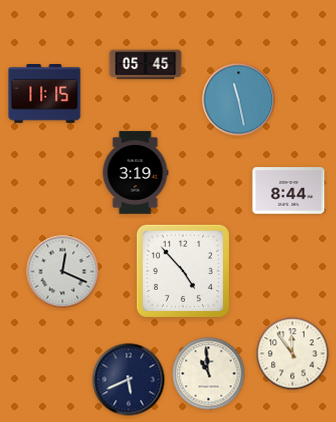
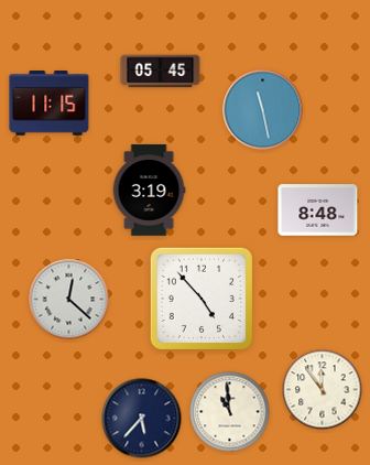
clock at (289, 191): 8:44 -> 8:48
clock at (63, 272): 12:19 -> 12:22
clock at (129, 380): 5:41 -> 5:37
